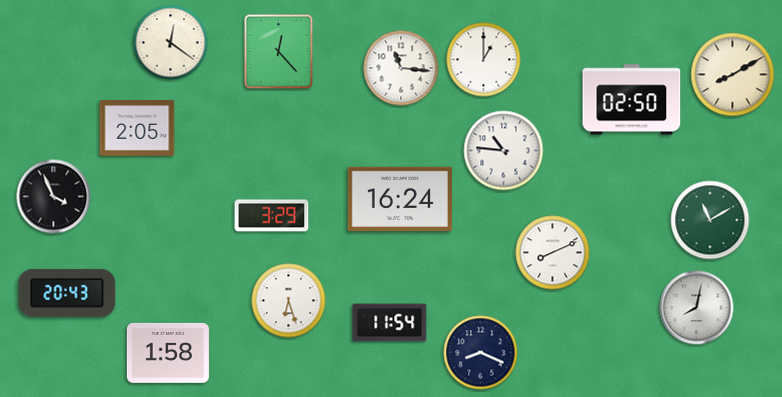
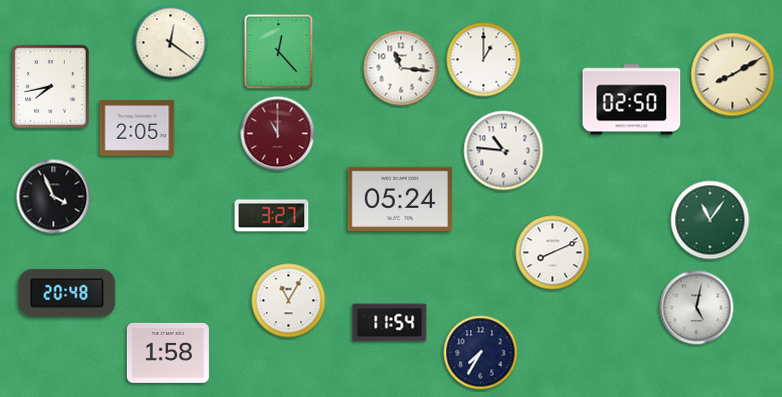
clock at (51, 87): none -> 7:43
clock at (278, 134): none -> 11:00
clock at (400, 198): 16:24 -> 05:24
clock at (272, 216): 3:29 -> 3:27
clock at (710, 220): 11:10 -> 11:06
clock at (67, 293): 20:43 -> 20:48
clock at (289, 301): 6:27 -> 11:05
clock at (697, 308): 8:02 -> 5:02
clock at (481, 353): 8:19 -> 7:35
